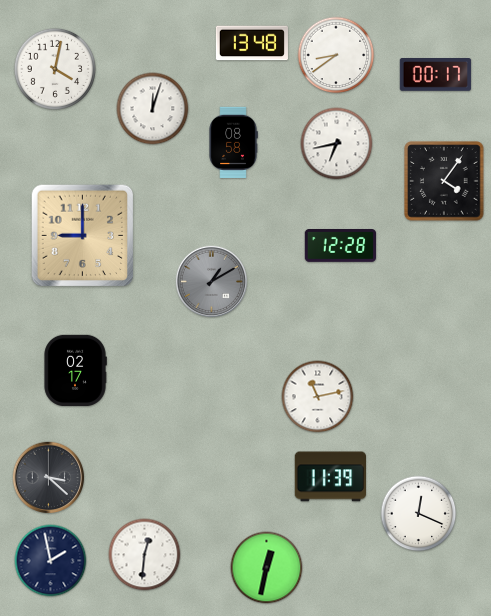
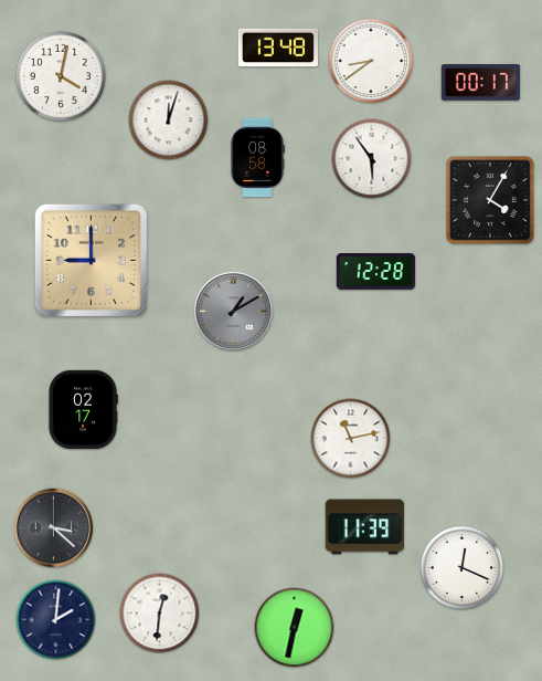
clock at (337, 144): 6:43 -> 5:54
clock at (444, 181): 4:06 -> 4:05
clock at (51, 561): 1:58 -> 2:01
